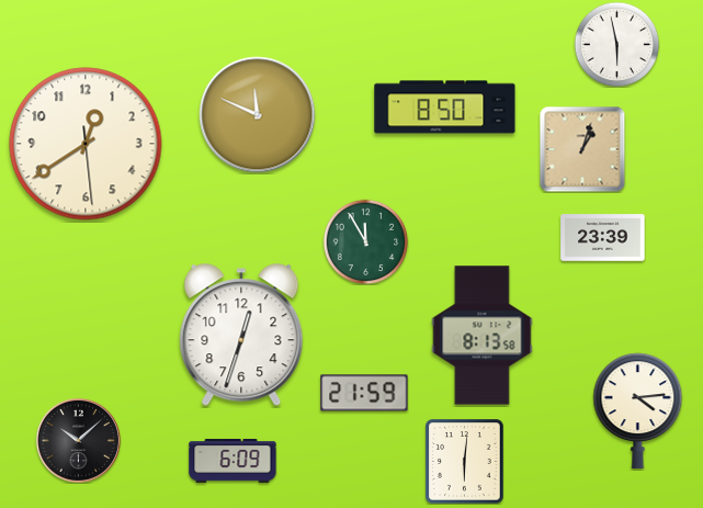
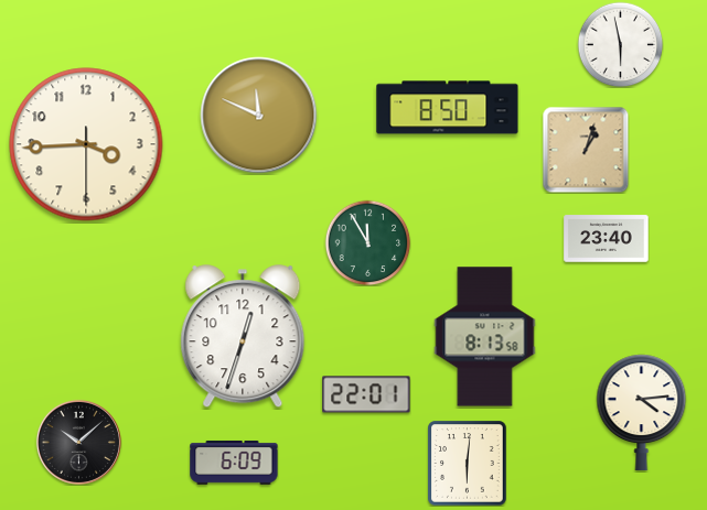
clock at (86, 144): 12:39 -> 3:44
clock at (603, 238): 23:39 -> 23:40
clock at (364, 393): 21:59 -> 22:01
